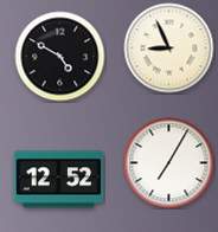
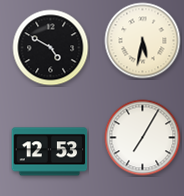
clock at (169, 49): 8:56 -> 5:32
clock at (59, 180): 12:52 -> 12:53
